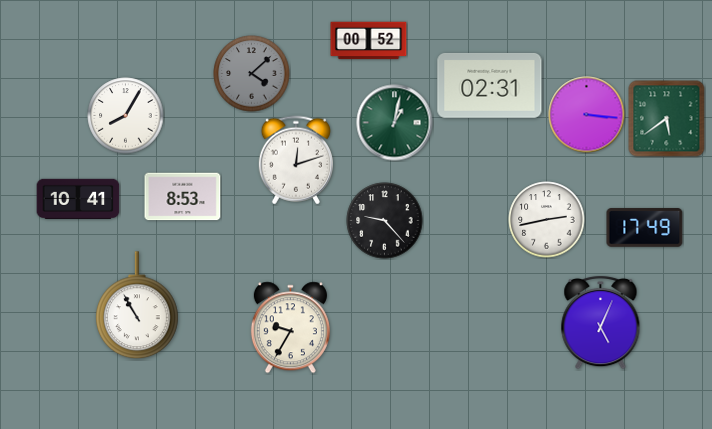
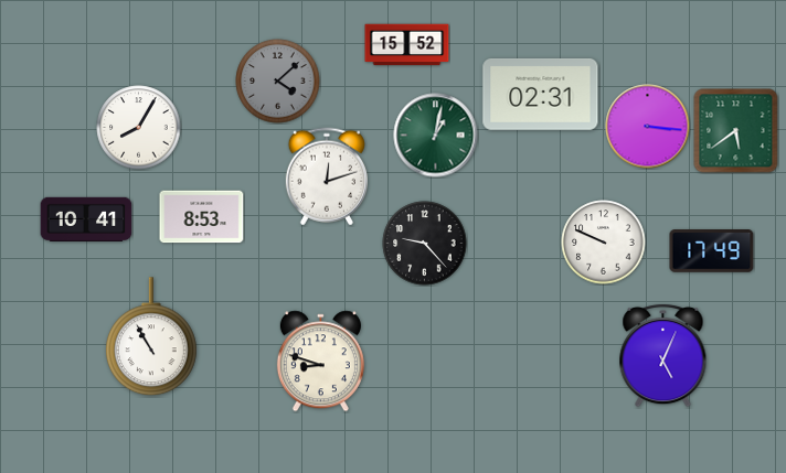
clock at (369, 41): 00:52 -> 15:52
clock at (547, 220): 2:43 -> 9:49
clock at (290, 328): 9:35 -> 8:48
